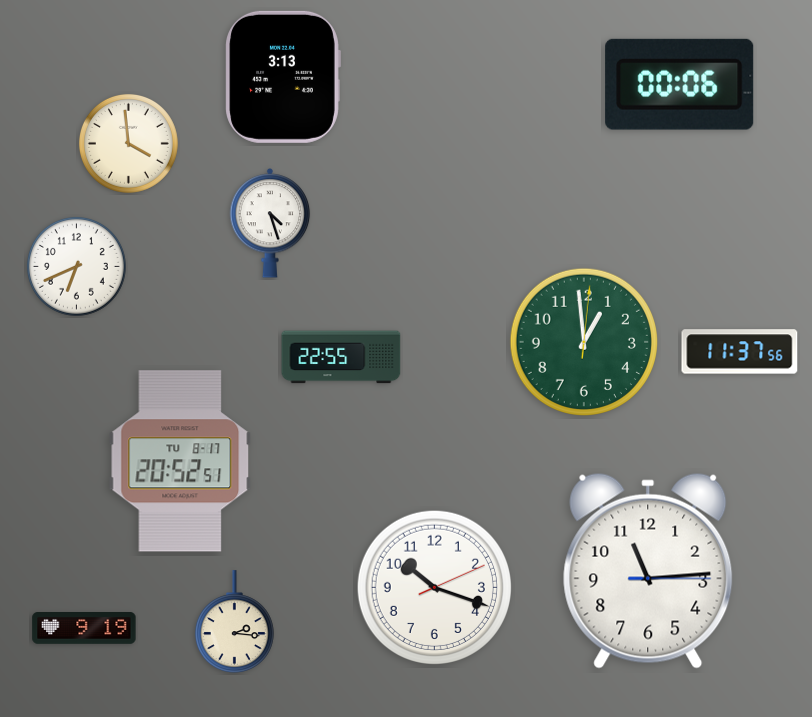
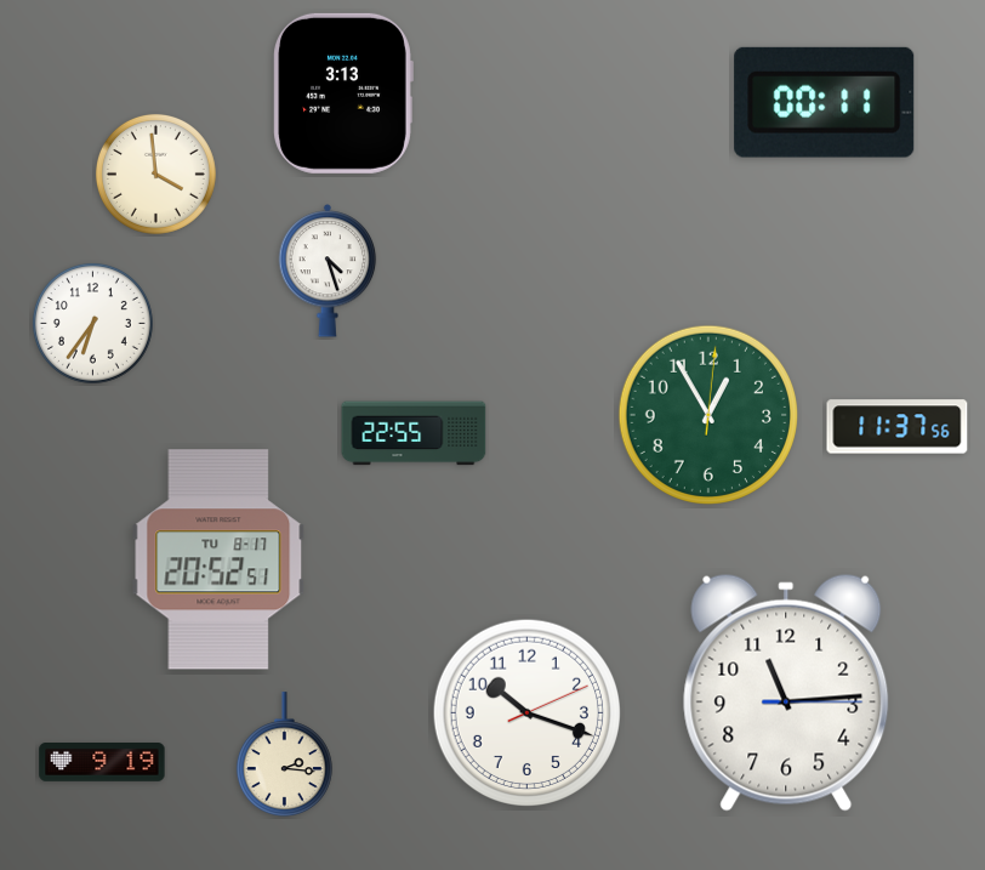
clock at (680, 84): 00:06 -> 00:11
clock at (76, 266): 6:41 -> 6:36
clock at (583, 341): 12:59 -> 12:55
